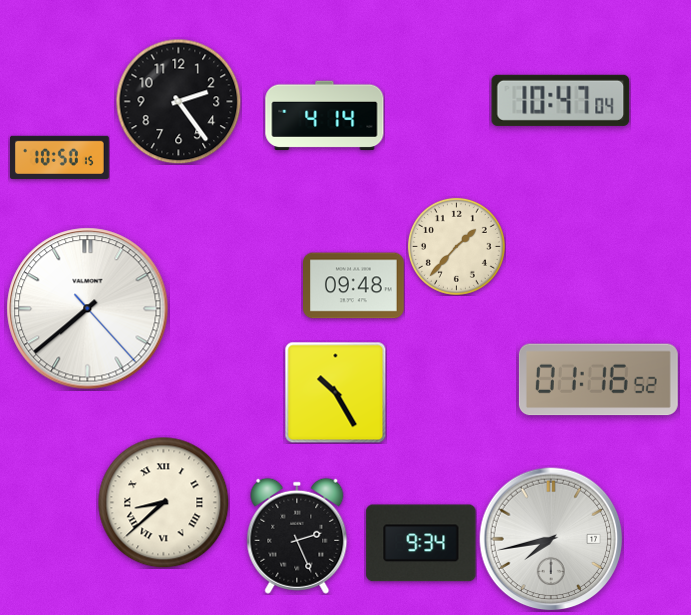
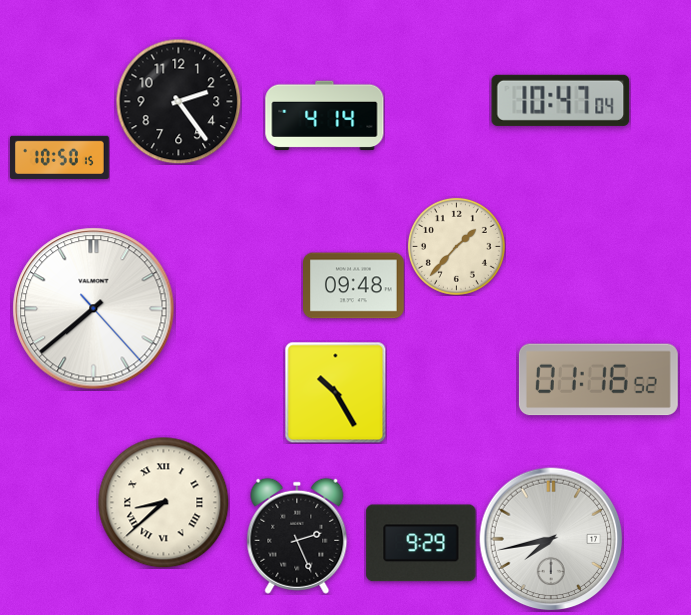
clock at (88, 309) position: (88, 309) -> (94, 309)
clock at (421, 543): 9:34 -> 9:29
